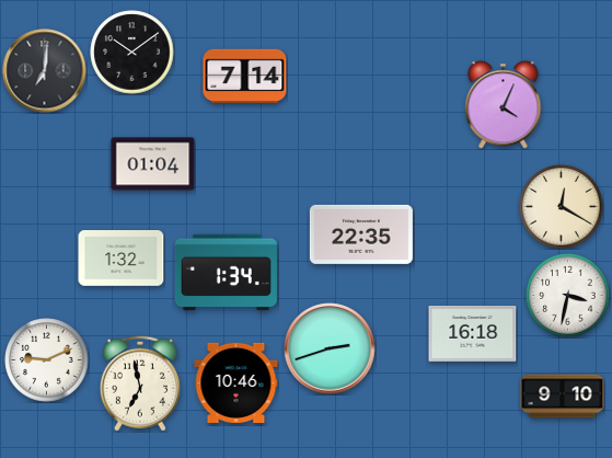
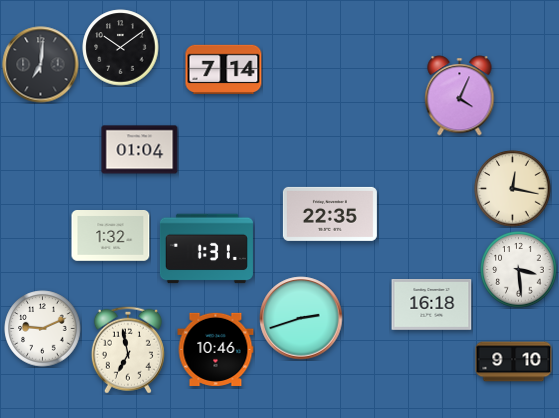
clock at (562, 207): 12:20 -> 12:17
clock at (226, 273): 1:34 -> 1:31
clock at (568, 296): 3:32 -> 3:29
